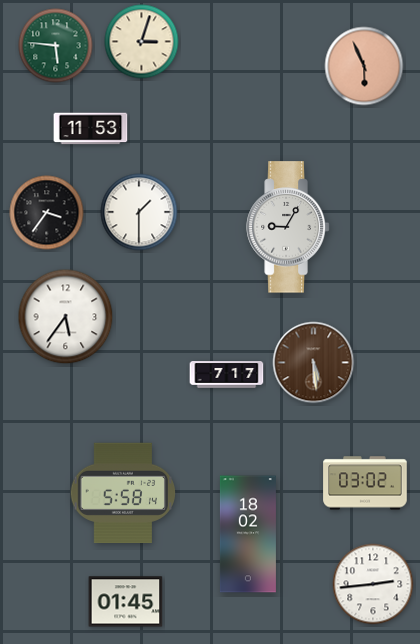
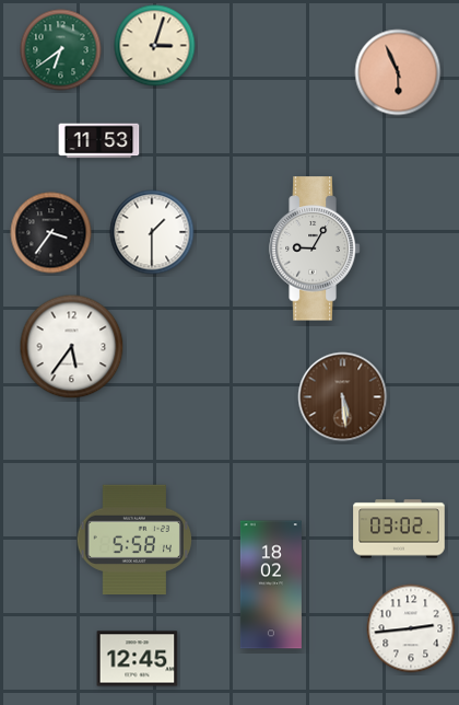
clock at (56, 46): 5:46 -> 6:39
clock at (227, 375): 7:17 -> none
clock at (373, 584) position: (373, 584) -> (411, 628)
clock at (126, 602): 01:45 -> 12:45
